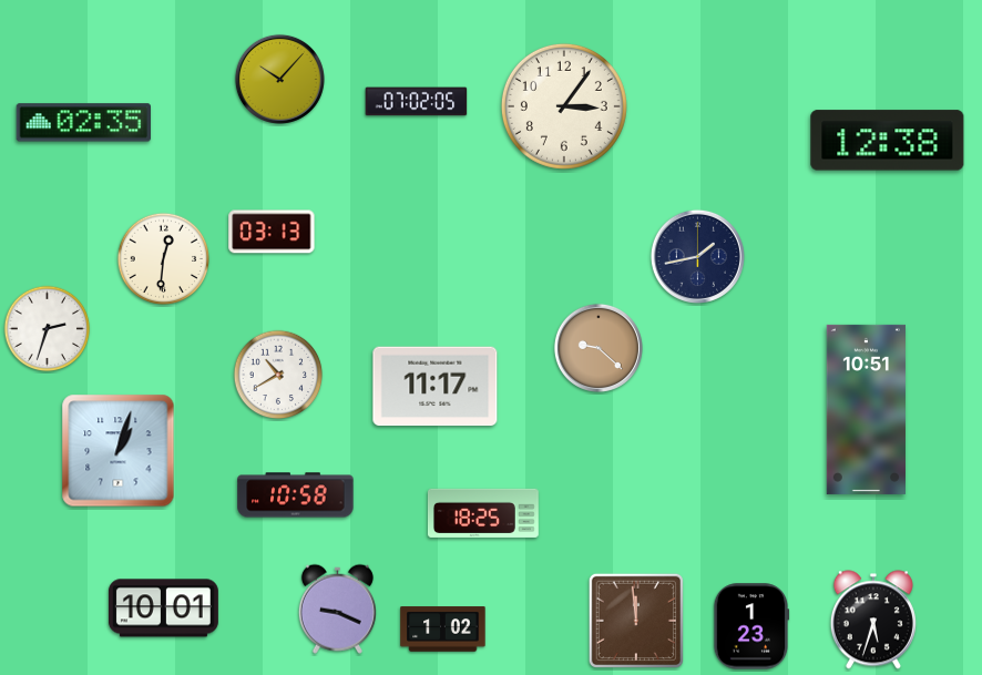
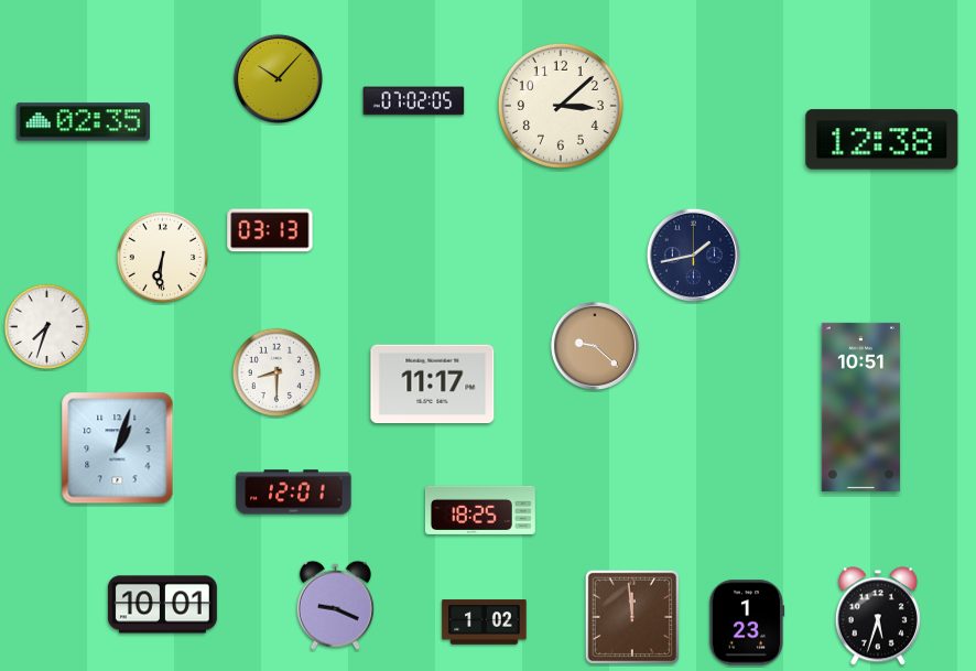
clock at (564, 106): 3:06 -> 3:08
clock at (164, 259): 12:31 -> 6:31
clock at (48, 329): 2:33 -> 7:33
clock at (278, 375): 10:40 -> 8:30
clock at (296, 495): 10:58 -> 12:01
clock at (873, 620) position: (873, 620) -> (878, 616)
clock at (443, 630) position: (443, 630) -> (485, 623)
